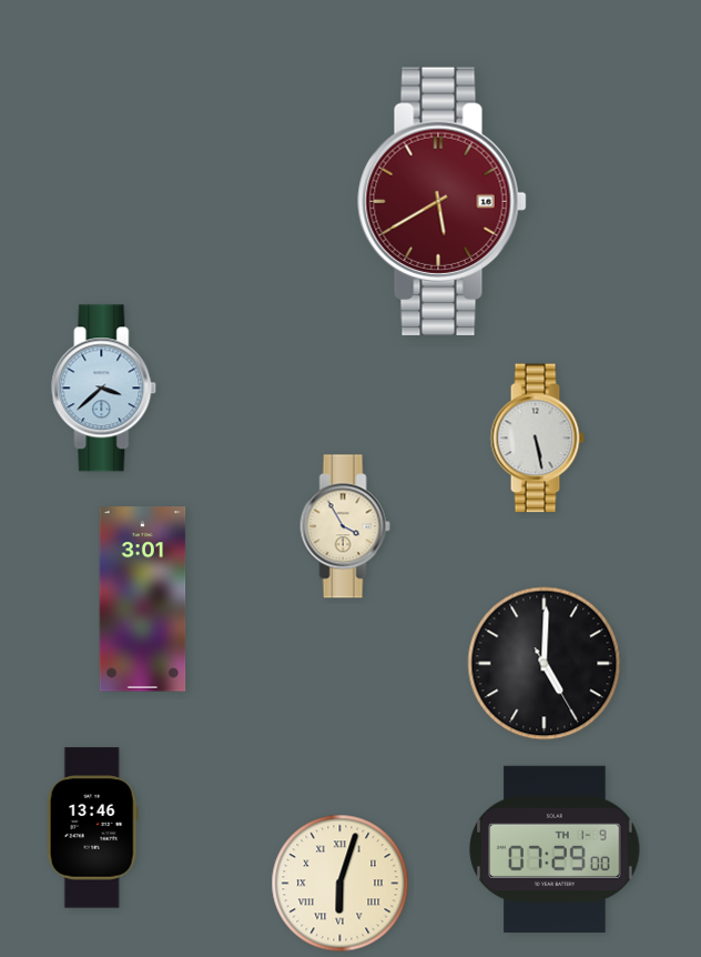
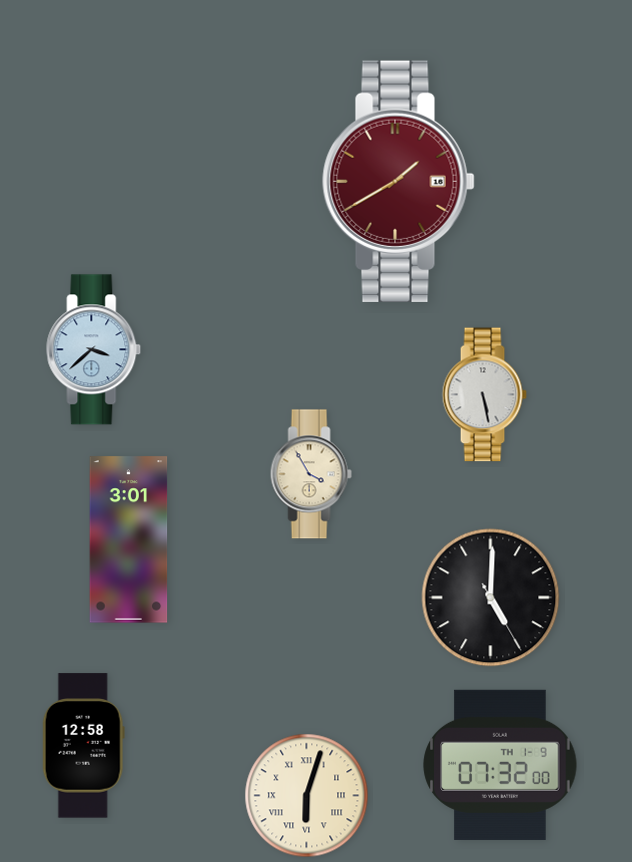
clock at (443, 201): 5:40 -> 1:40
clock at (92, 828): 13:46 -> 12:58
clock at (555, 849): 07:29 -> 07:32
